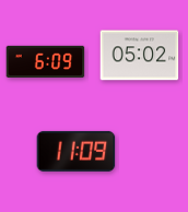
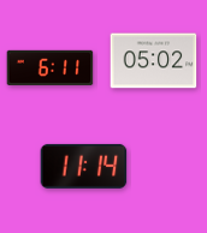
clock at (46, 61): 6:09 -> 6:11
clock at (77, 151): 11:09 -> 11:14
